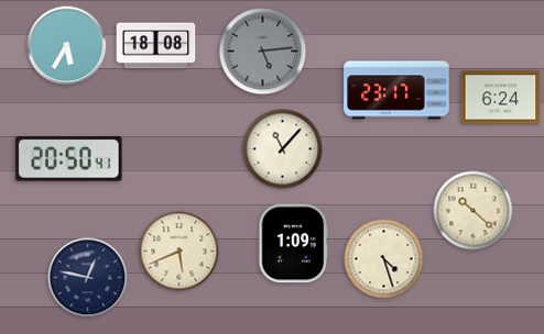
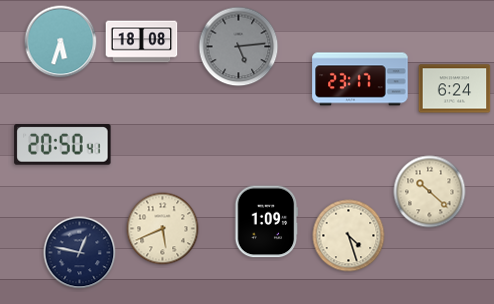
clock at (67, 46): 5:35 -> 5:33
clock at (396, 90) position: (396, 90) -> (360, 79)
clock at (283, 149): 11:07 -> none
